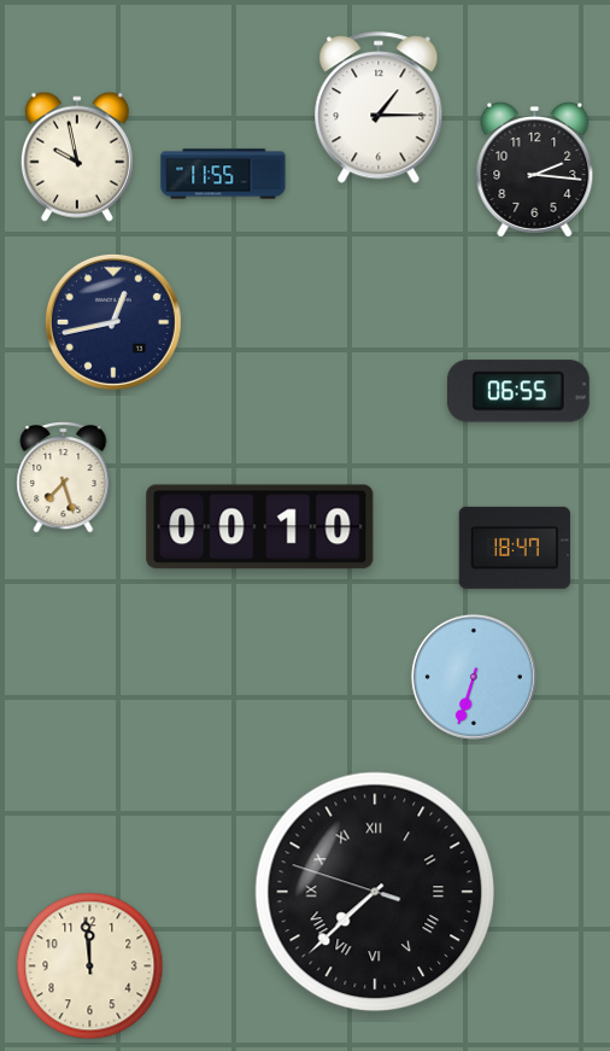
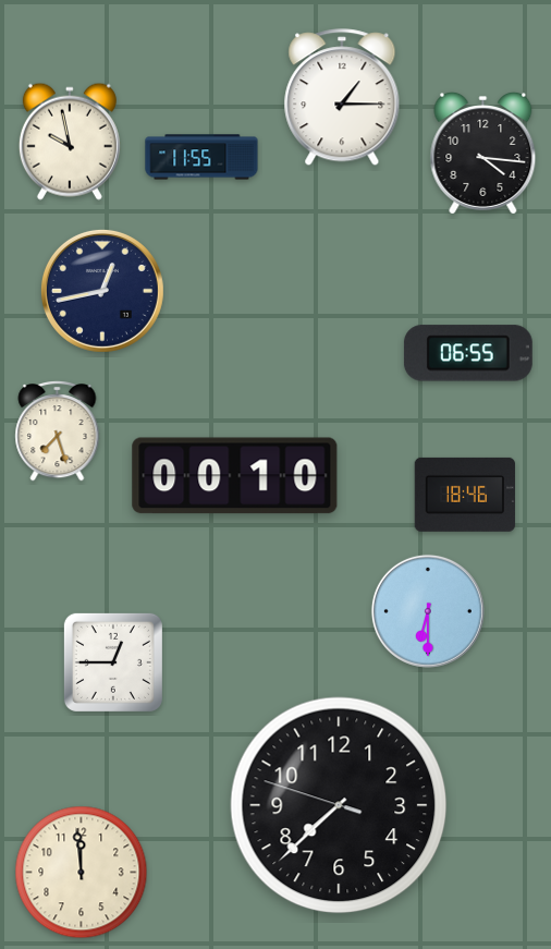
clock at (535, 169): 2:16 -> 4:16
clock at (515, 548): 18:47 -> 18:46
clock at (474, 677): 6:33 -> 6:30
clock at (113, 662): none -> 12:45
clock at (375, 892) numerals: Roman -> Arabic
